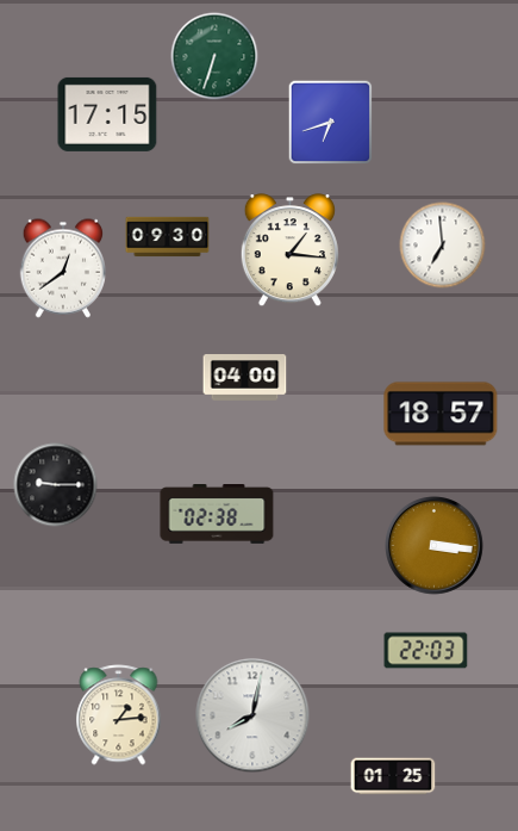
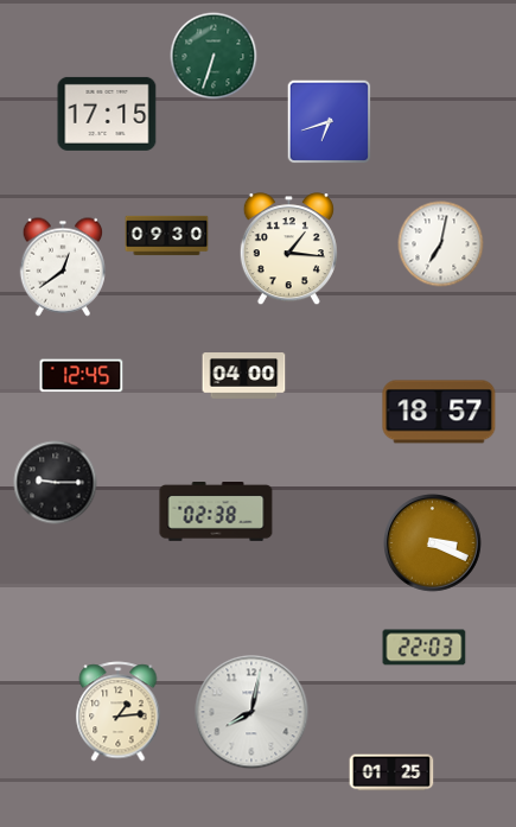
clock at (443, 246): 6:59 -> 7:02
clock at (82, 376): none -> 12:45
clock at (435, 546): 3:16 -> 3:19
